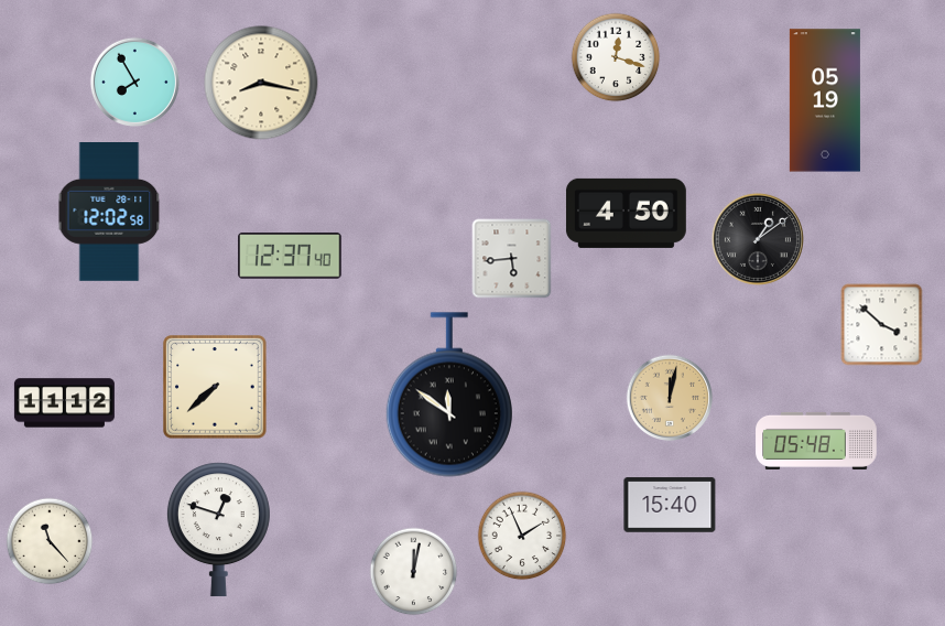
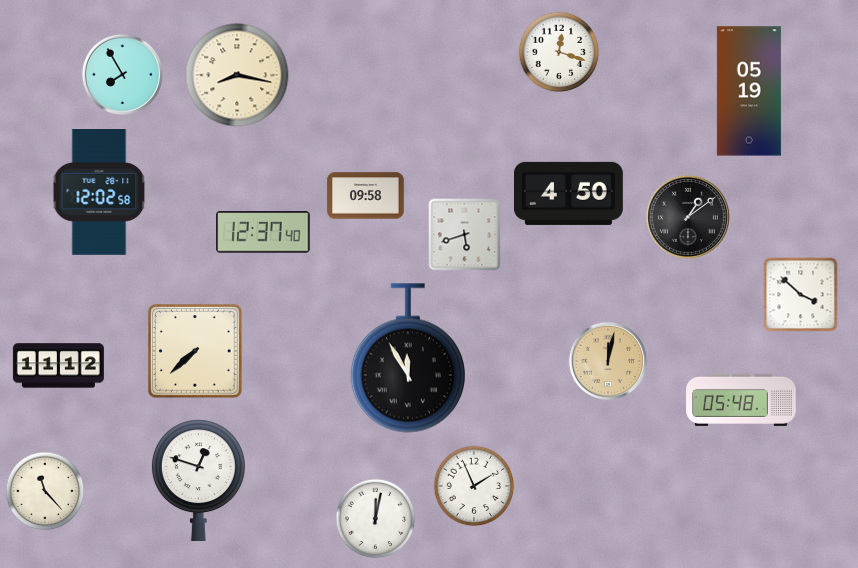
clock at (366, 196): none -> 09:58
clock at (512, 259): 5:44 -> 5:42
clock at (449, 395): 11:51 -> 11:55
clock at (670, 505): 15:40 -> none
